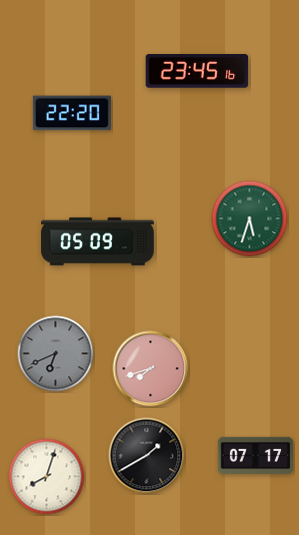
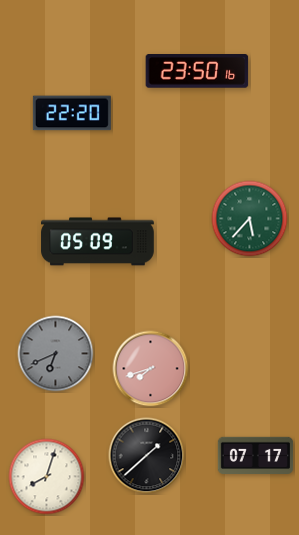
clock at (197, 71): 23:45 -> 23:50
clock at (250, 219): 5:33 -> 5:37
clock at (147, 456): 1:40 -> 1:38
